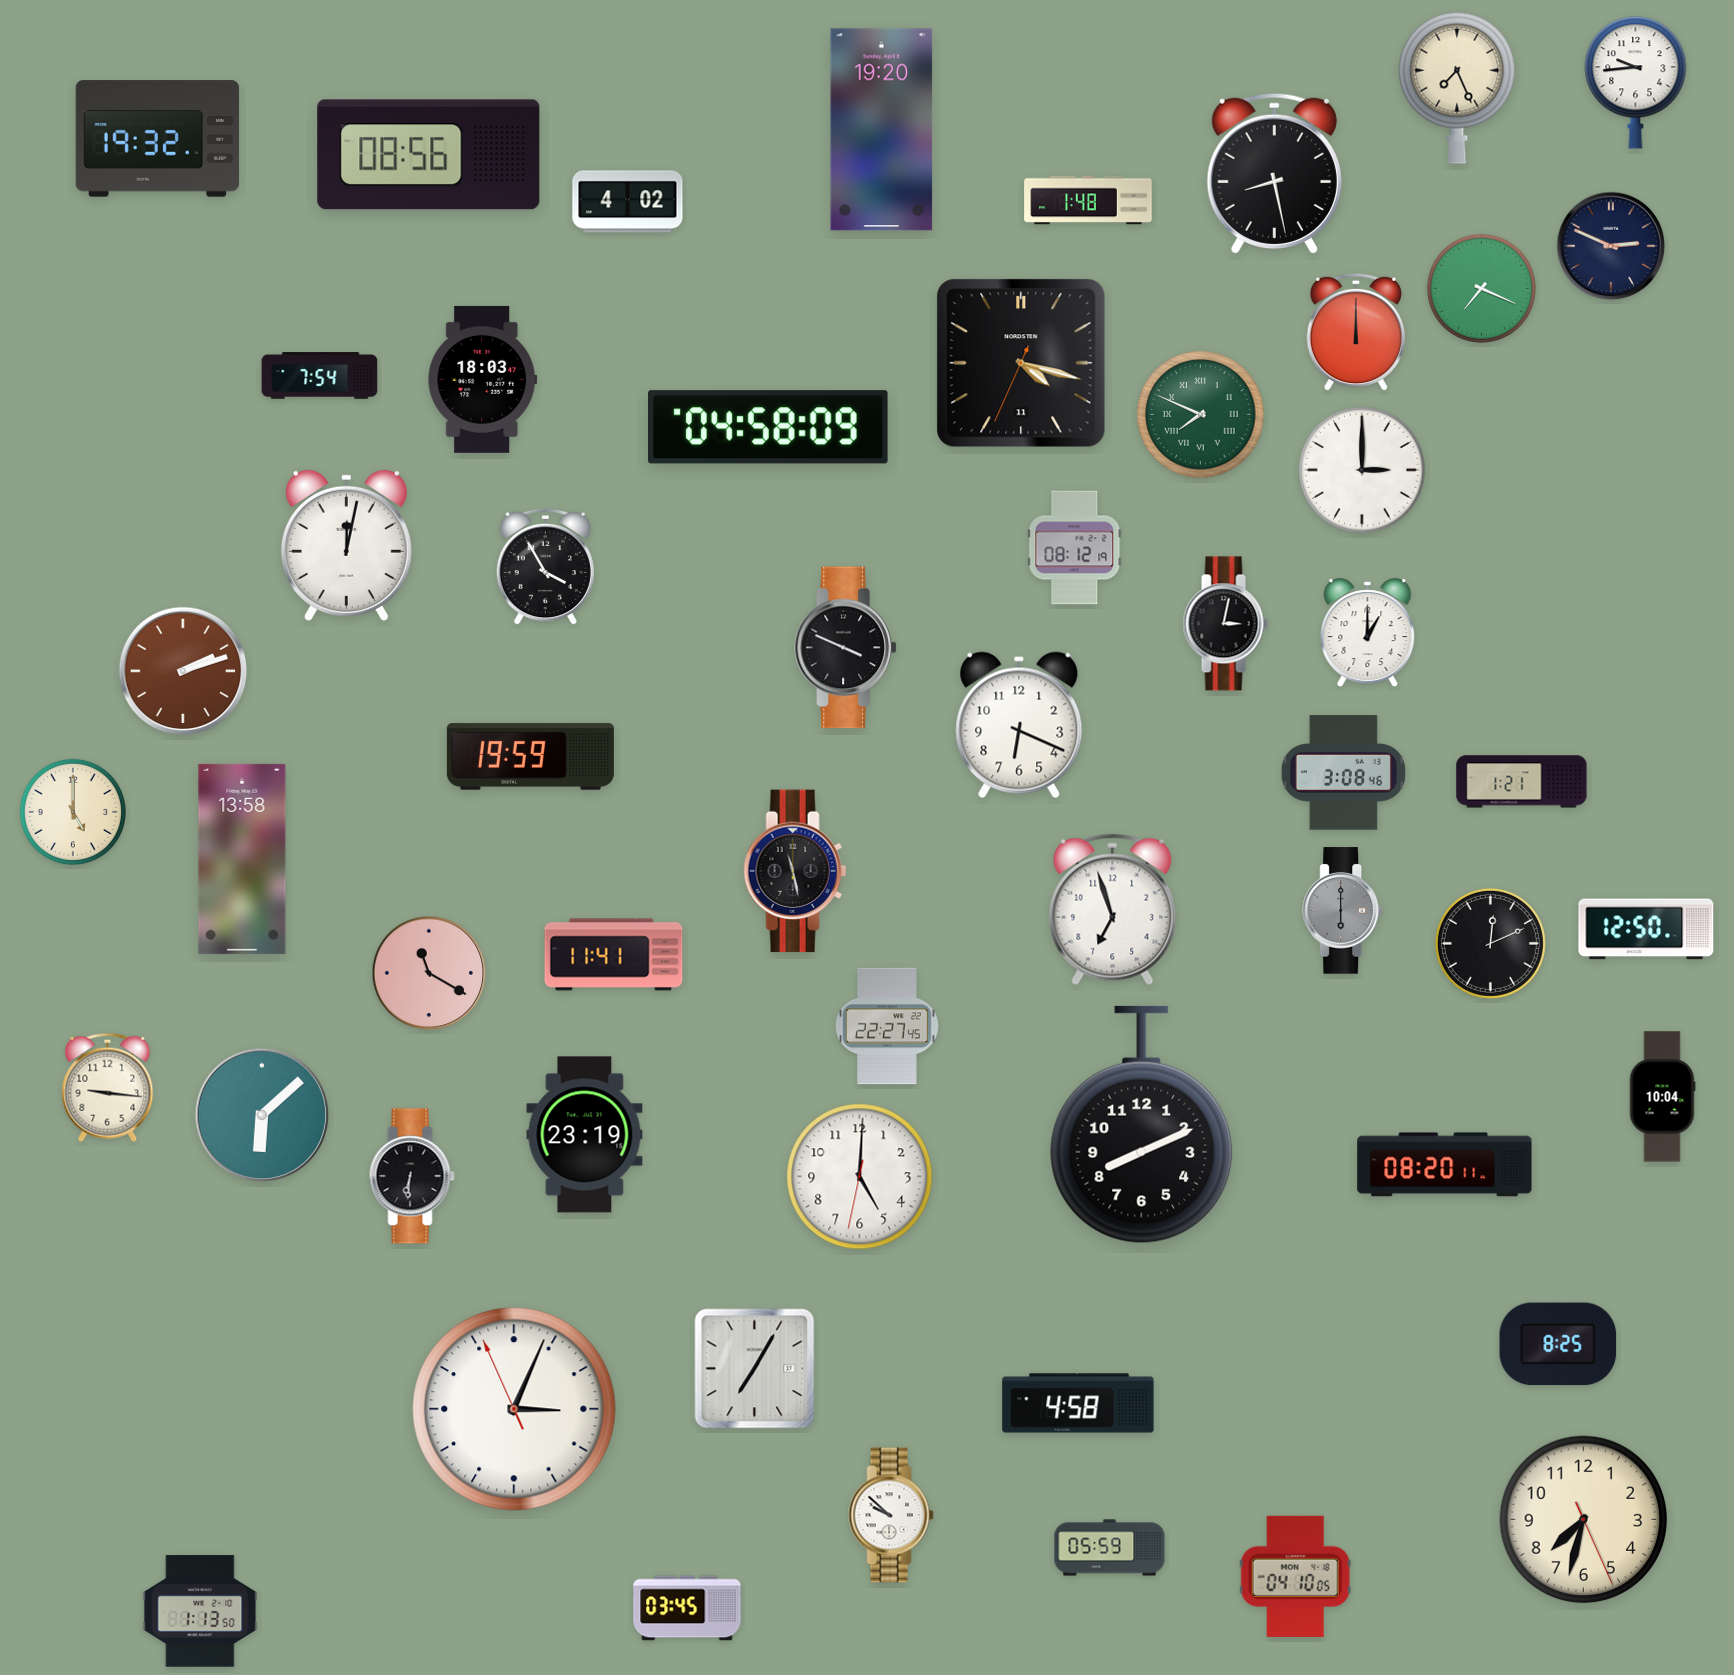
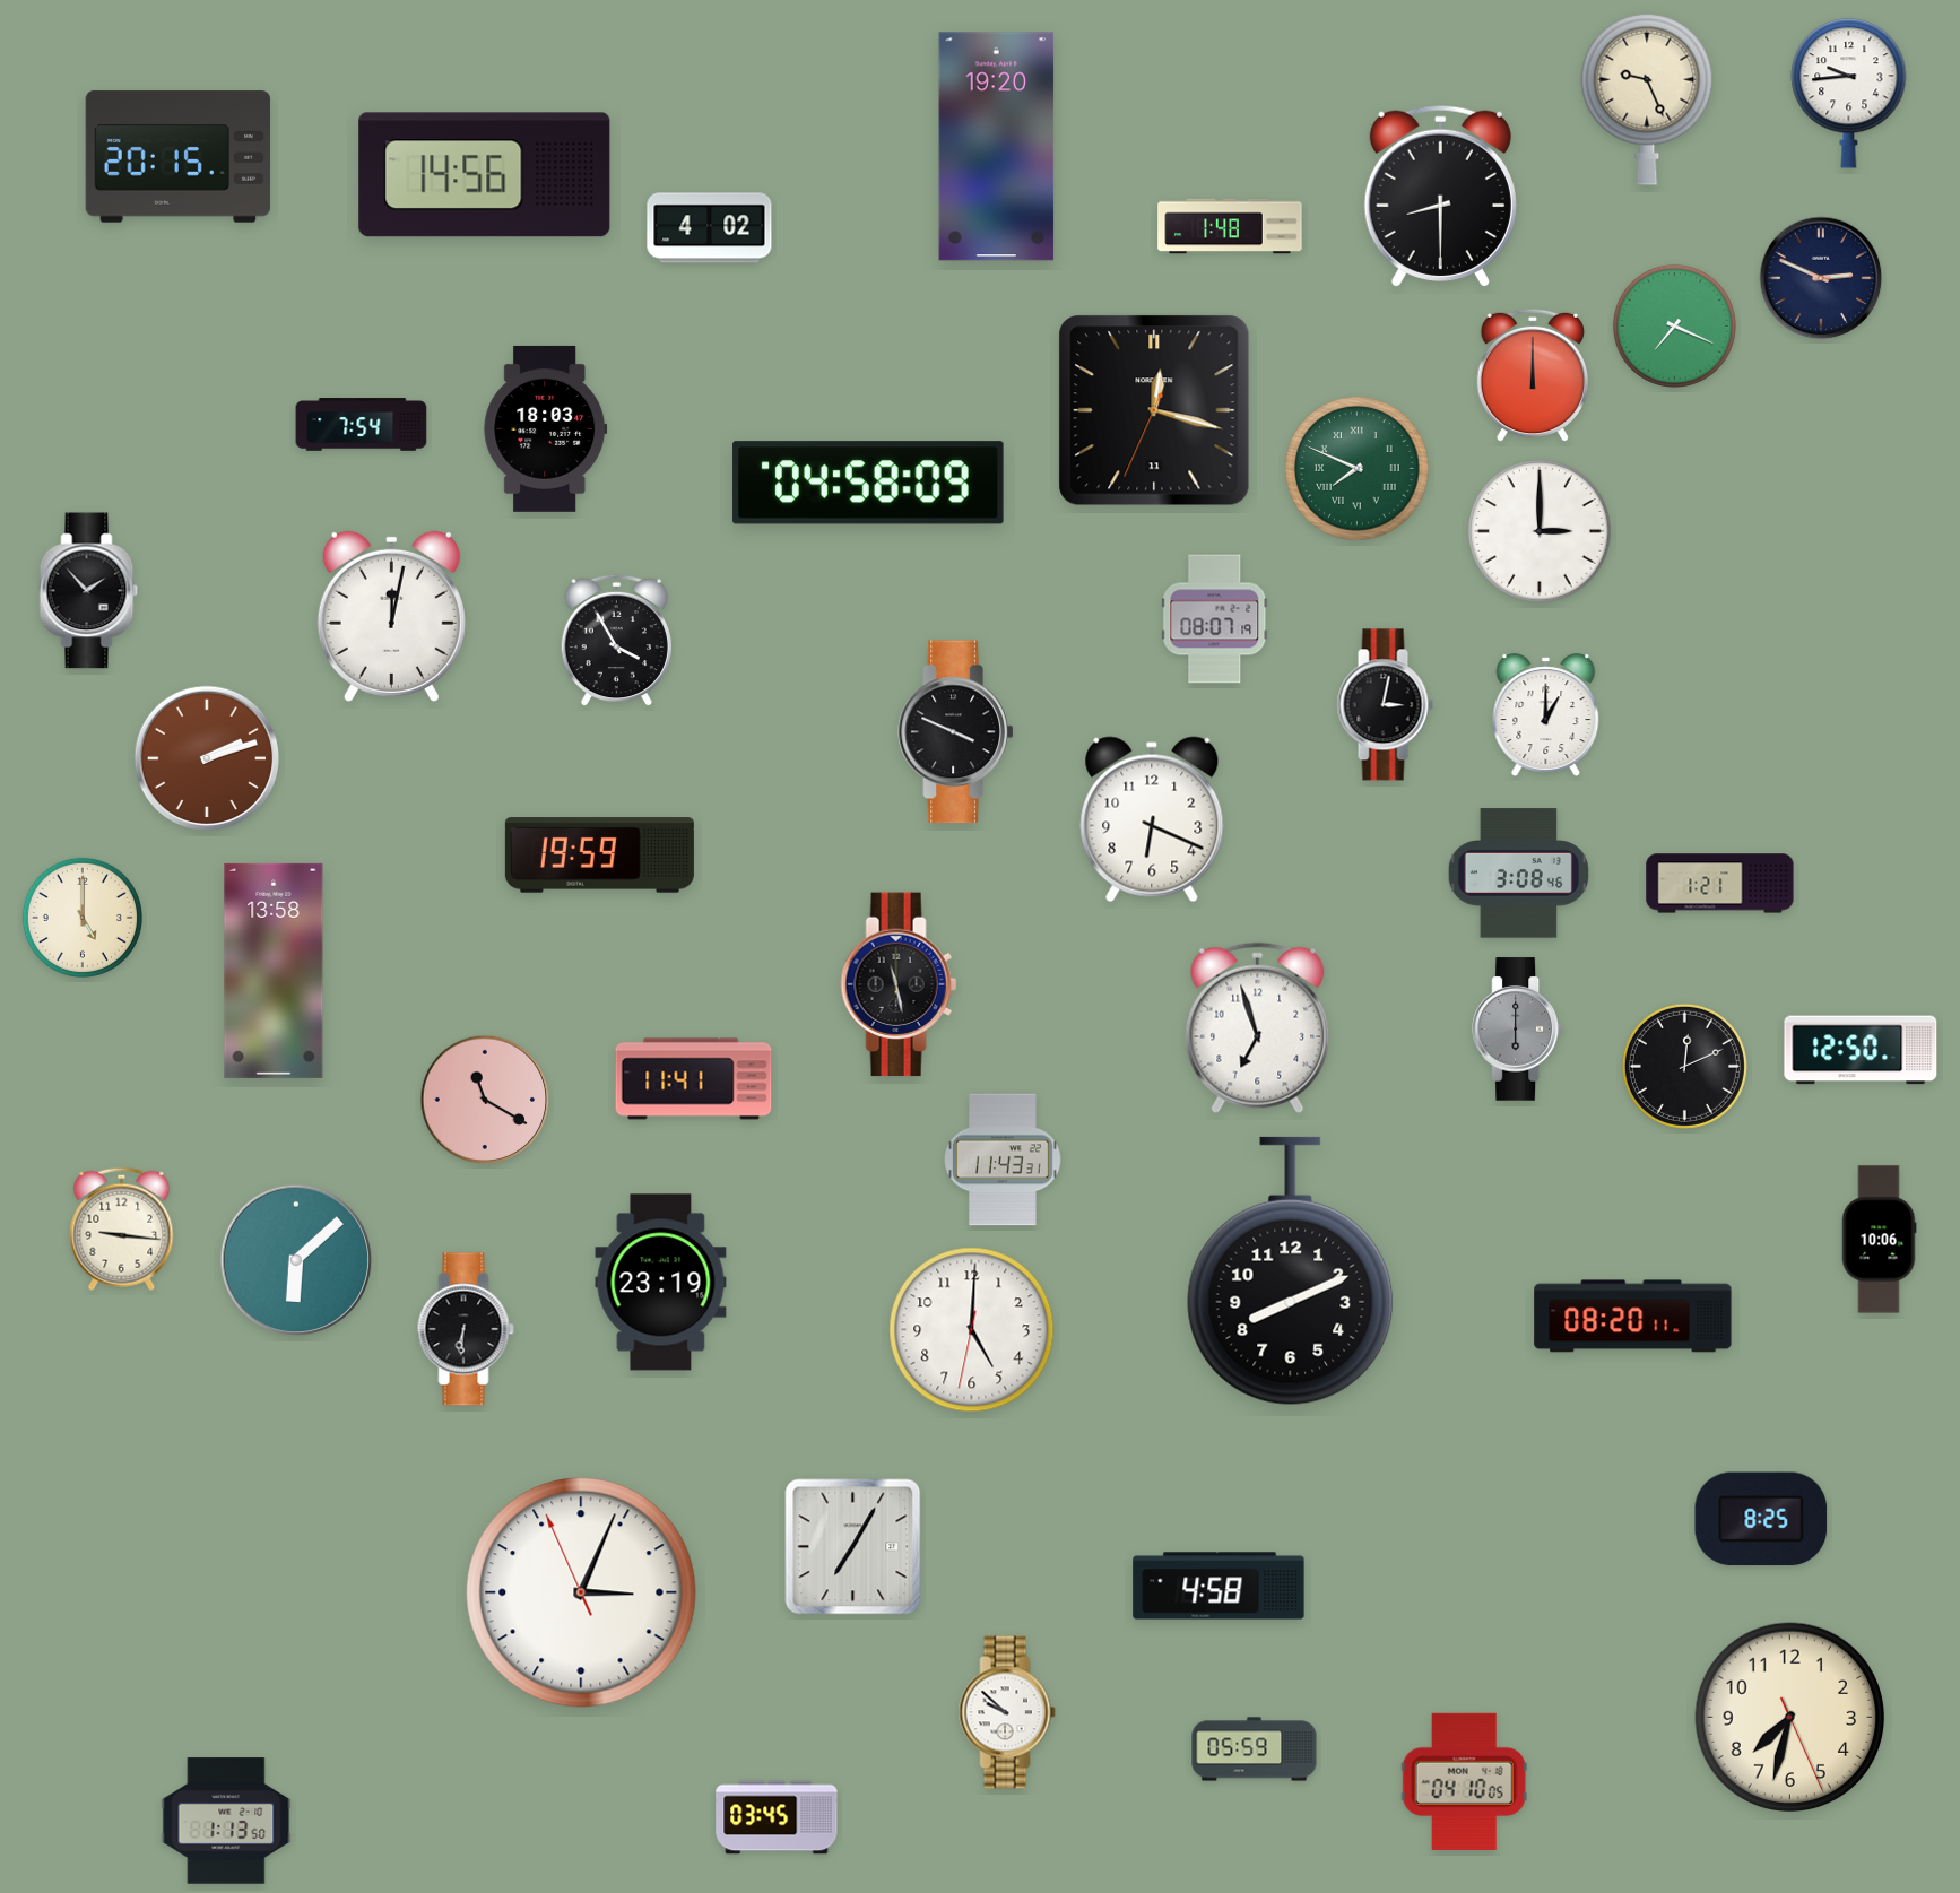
clock at (1457, 88): 7:26 -> 9:26
clock at (158, 139): 19:32 -> 20:15
clock at (429, 155): 08:56 -> 14:56
clock at (1274, 173): 8:28 -> 8:30
clock at (1021, 363): 4:17 -> 12:17
clock at (89, 591): none -> 1:53
clock at (1075, 548): 08:12 -> 08:07
clock at (887, 1026): 22:27 -> 11:43
clock at (1662, 1097): 10:04 -> 10:06
